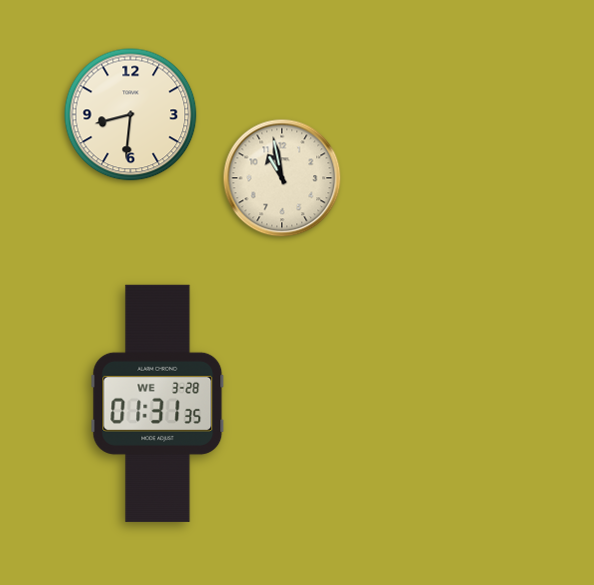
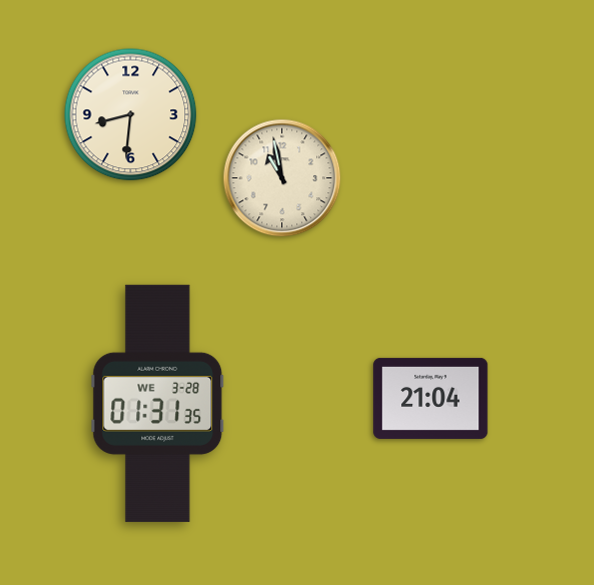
clock at (431, 398): none -> 21:04
